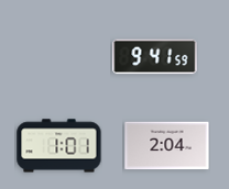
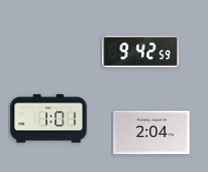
clock at (155, 57): 9:41 -> 9:42
clock at (59, 146) position: (59, 146) -> (49, 119)
